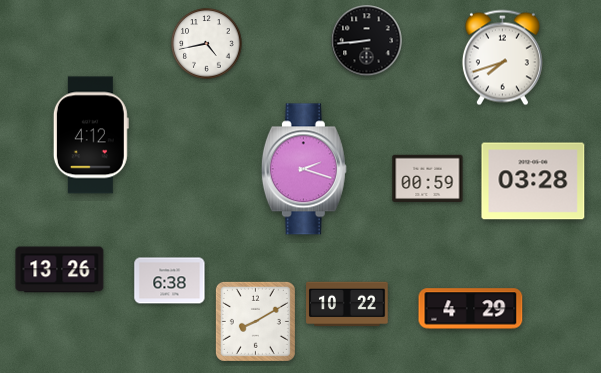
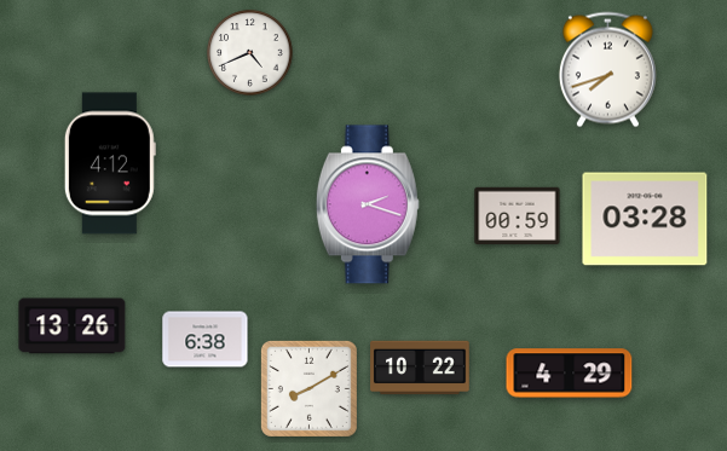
clock at (367, 41): 8:44 -> none
clock at (207, 44): 4:43 -> 4:41
